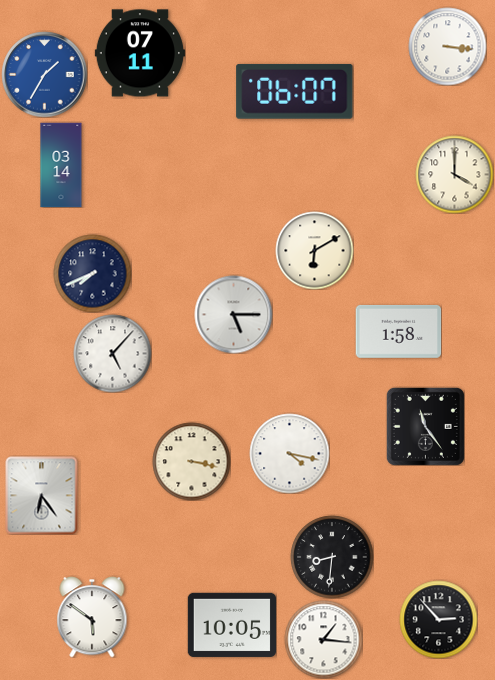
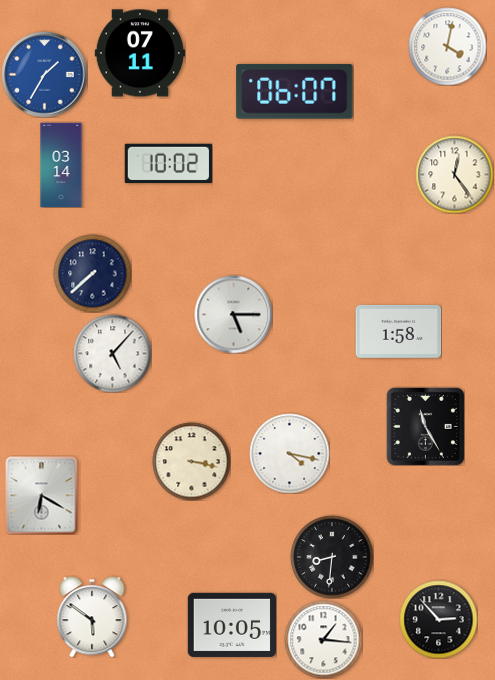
clock at (447, 46): 3:16 -> 4:02
clock at (168, 164): none -> 10:02
clock at (454, 174): 4:00 -> 12:24
clock at (314, 250): 6:10 -> none
clock at (92, 273): 7:41 -> 7:38
clock at (425, 426): 11:24 -> 11:25
clock at (42, 495): 6:24 -> 6:20
